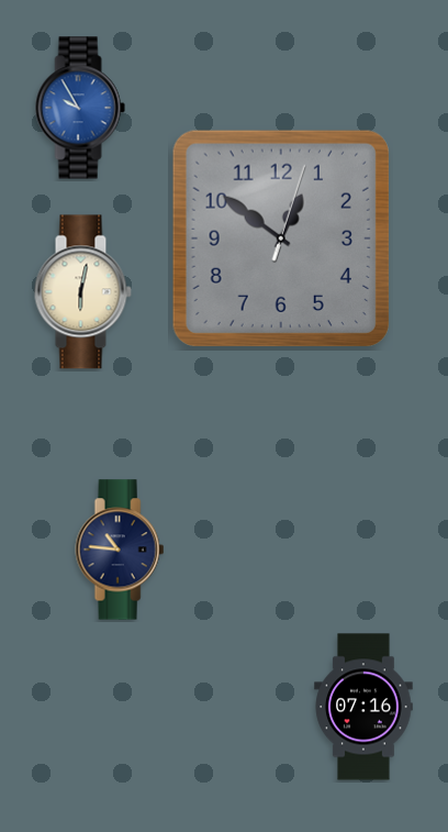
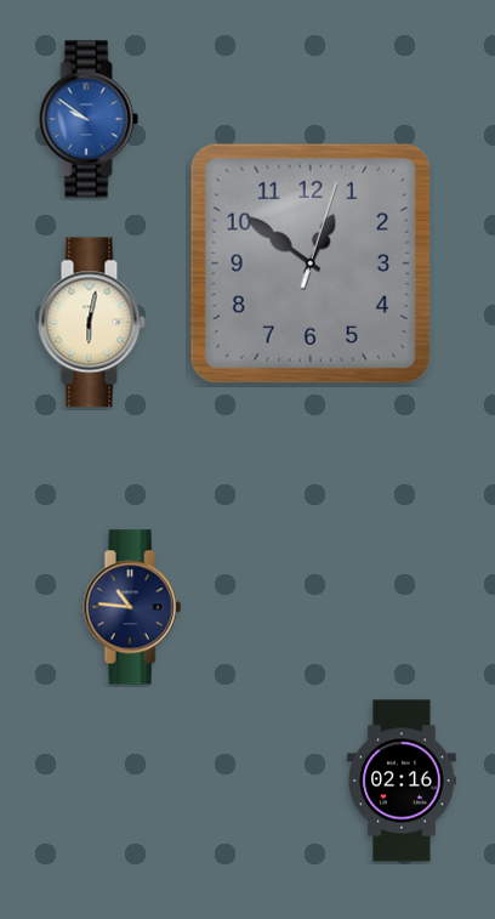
clock at (80, 108): 9:55 -> 9:51
clock at (363, 707): 07:16 -> 02:16
